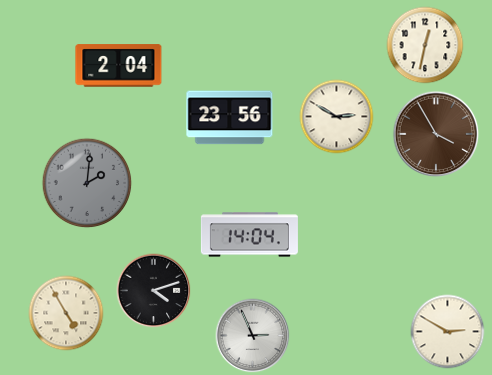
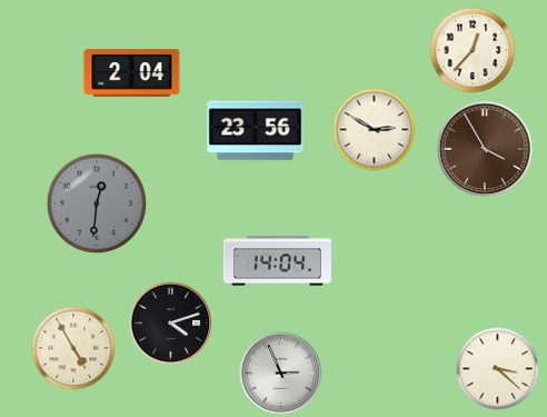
clock at (425, 45): 12:32 -> 12:37
clock at (87, 183): 2:01 -> 12:31
clock at (448, 332): 2:50 -> 3:22
